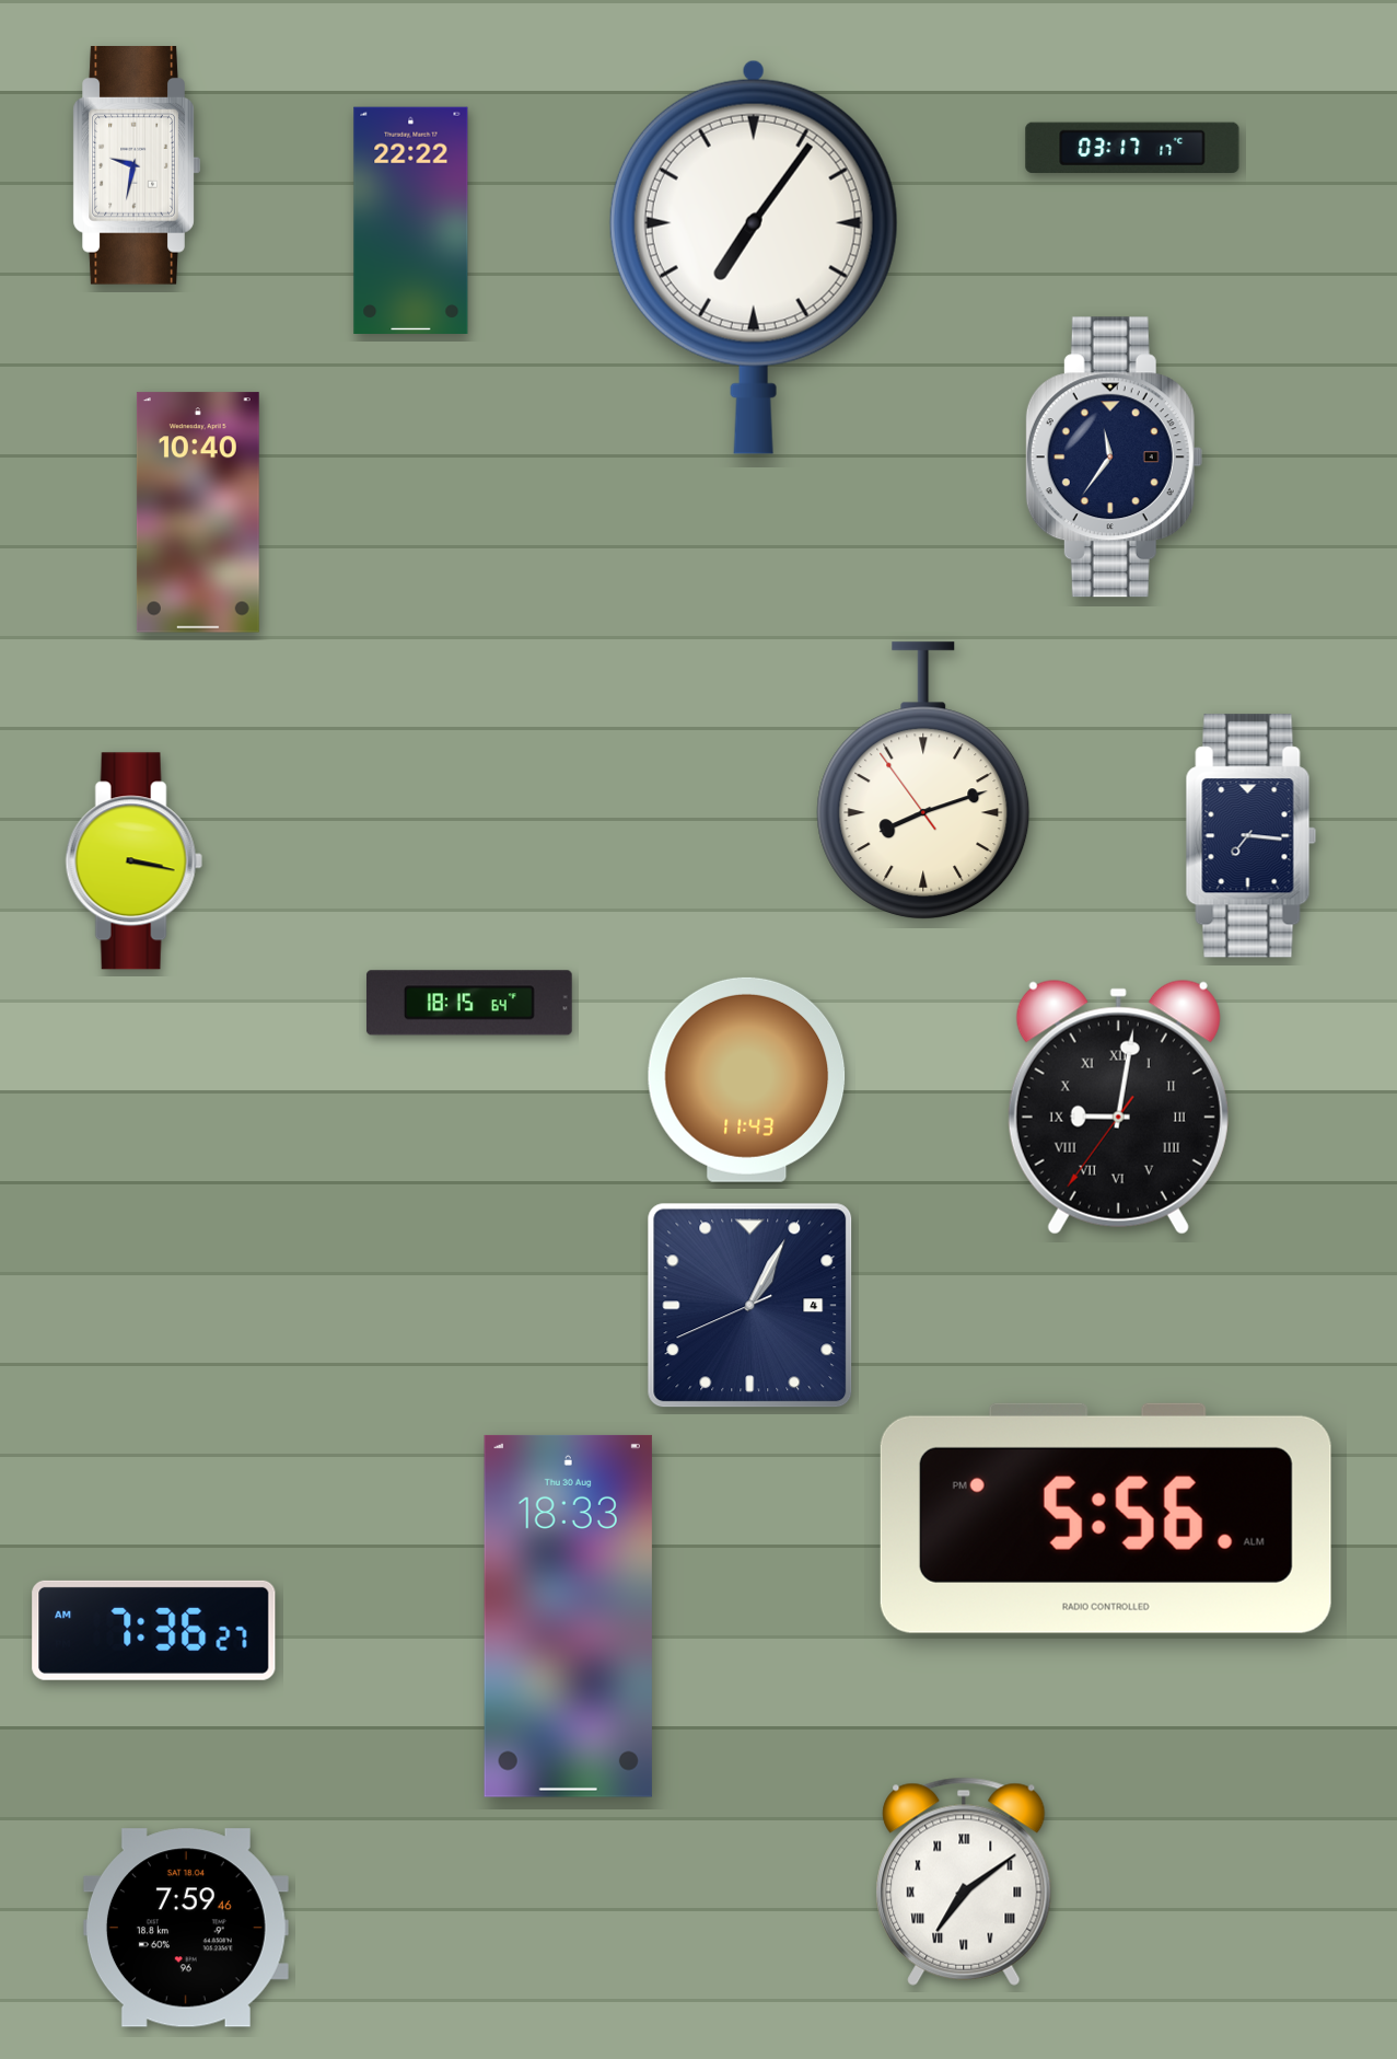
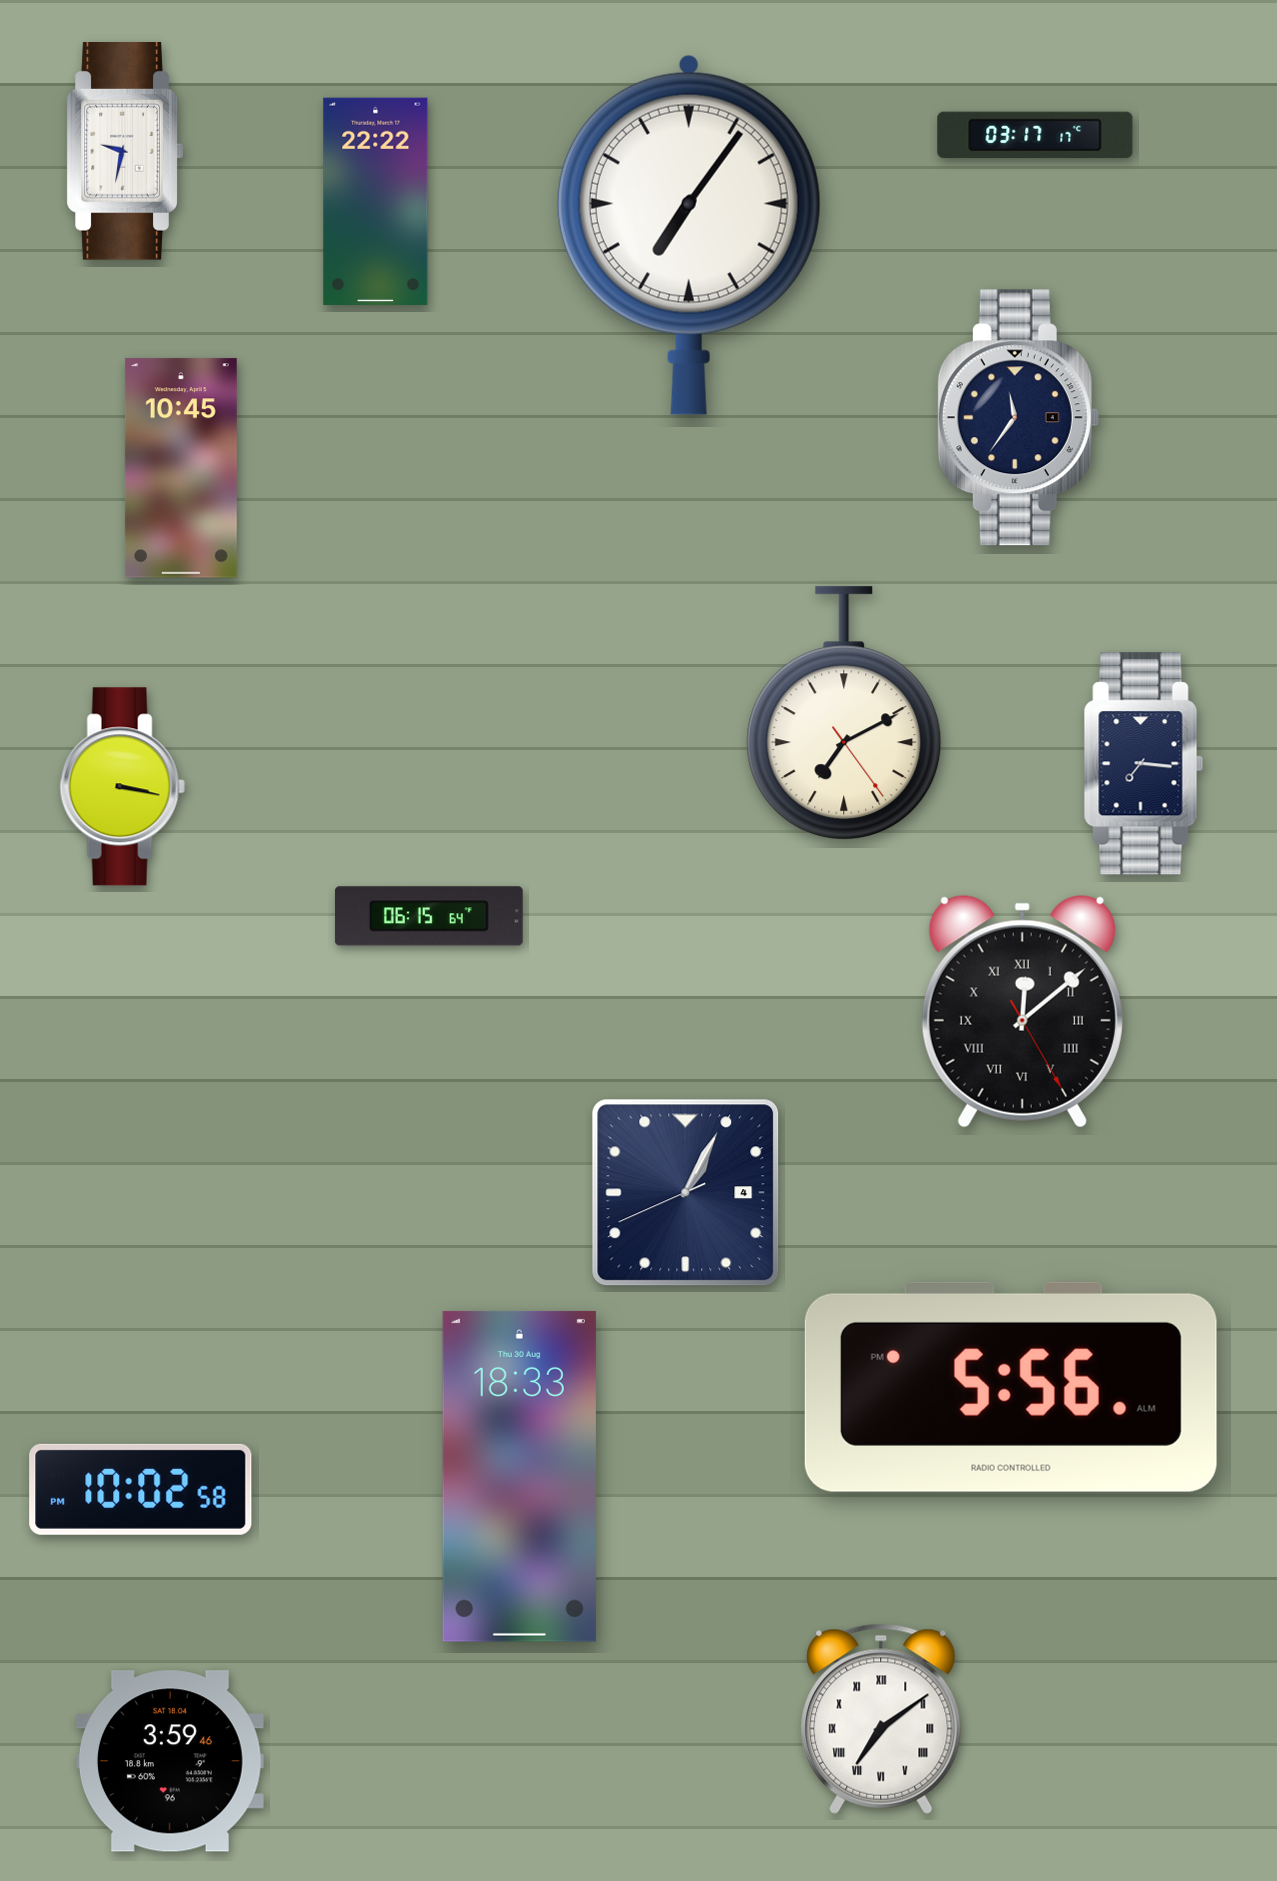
clock at (198, 512): 10:40 -> 10:45
clock at (923, 782): 8:11 -> 7:10
clock at (469, 1003): 18:15 -> 06:15
clock at (747, 1079): 11:43 -> none
clock at (1118, 1107): 9:01 -> 12:08
clock at (154, 1630): 7:36 -> 10:02
clock at (186, 1928): 7:59 -> 3:59
